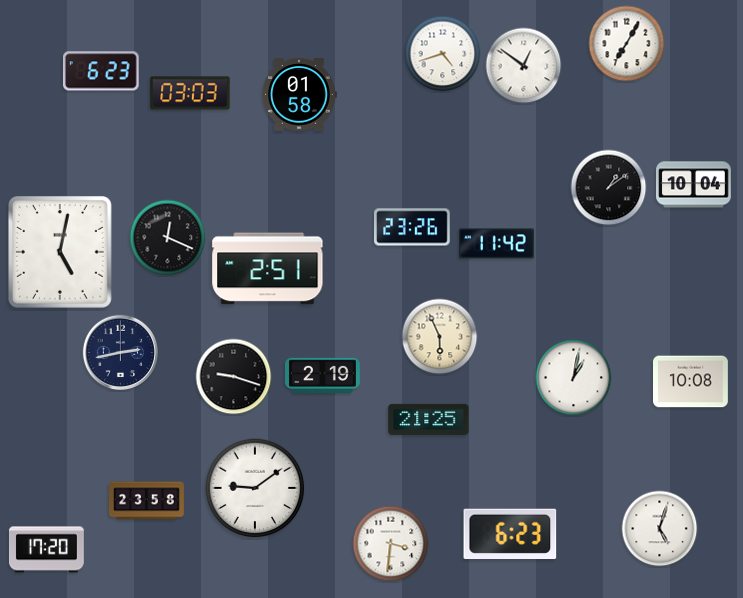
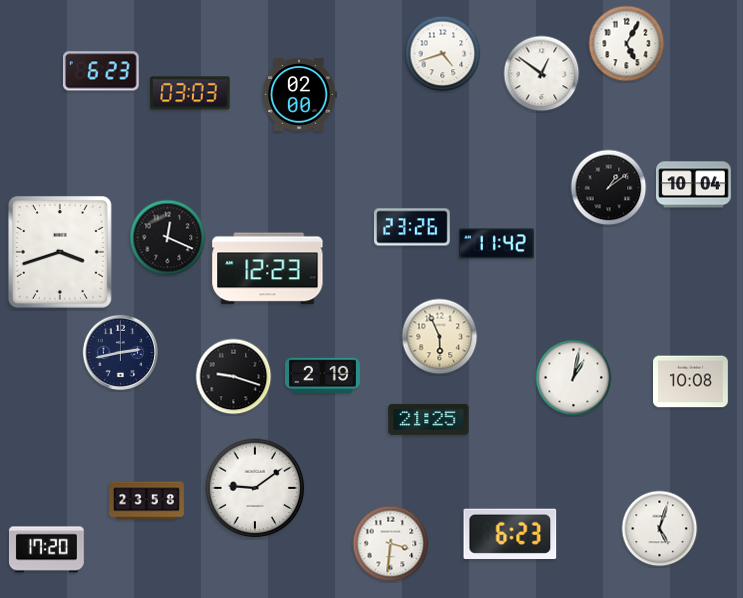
clock at (627, 44): 7:05 -> 5:05
clock at (524, 66) position: (524, 66) -> (542, 74)
clock at (300, 95): 01:58 -> 02:00
clock at (61, 253): 5:02 -> 3:42
clock at (268, 269): 2:51 -> 12:23
